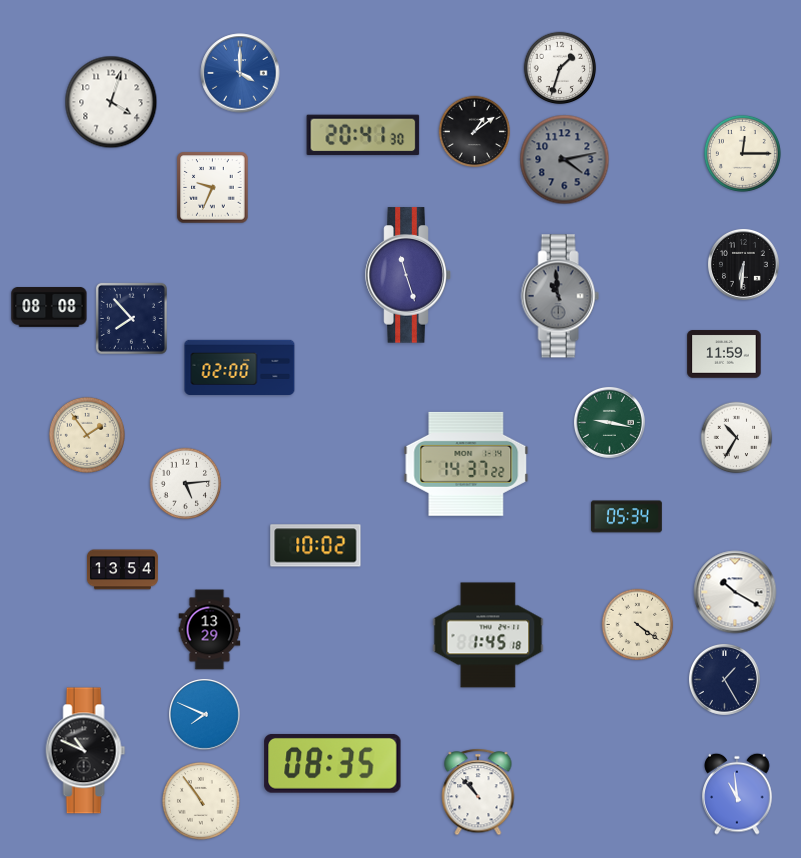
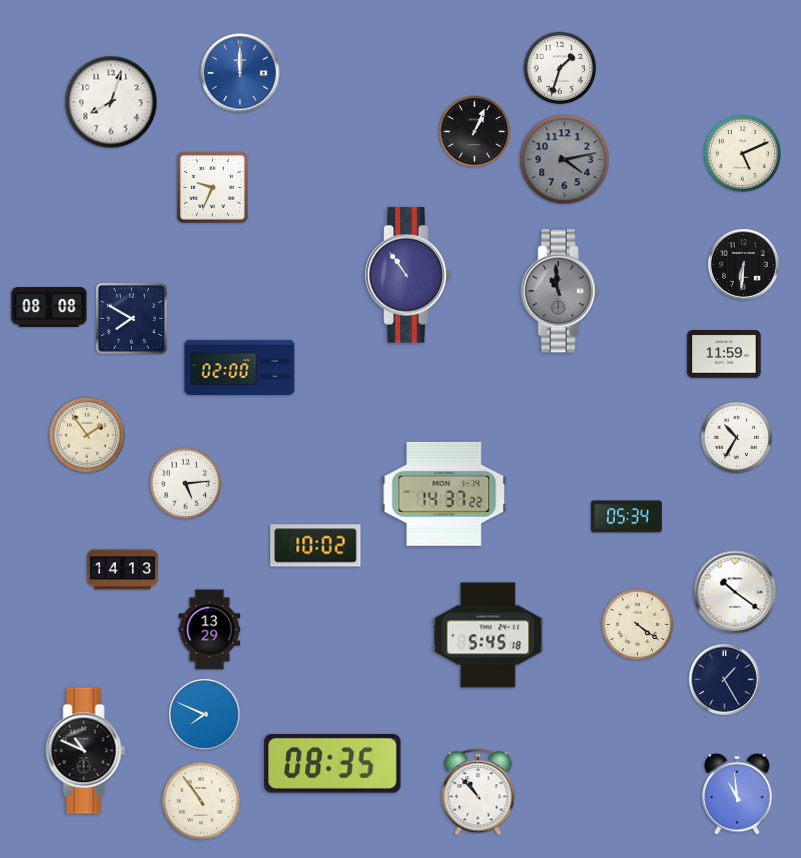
clock at (240, 73): 4:00 -> 12:00
clock at (111, 102): 4:03 -> 8:03
clock at (475, 132): 1:09 -> 1:04
clock at (363, 135): 20:41 -> none
clock at (742, 153): 12:15 -> 5:11
clock at (408, 275): 11:27 -> 10:54
clock at (560, 296) position: (560, 296) -> (560, 291)
clock at (131, 318): 7:53 -> 7:50
clock at (609, 422): 9:17 -> none
clock at (466, 464) position: (466, 464) -> (444, 494)
clock at (122, 570): 13:54 -> 14:13
clock at (735, 592): 10:20 -> 10:21
clock at (488, 635): 1:45 -> 5:45
